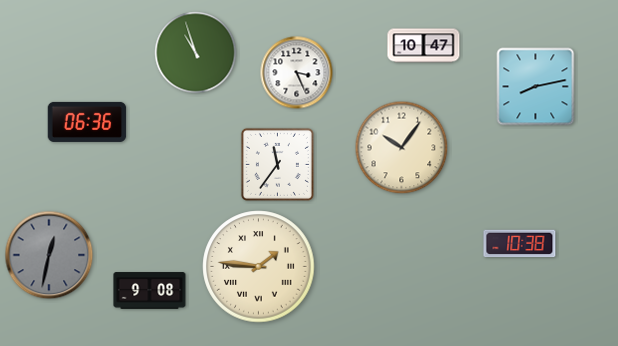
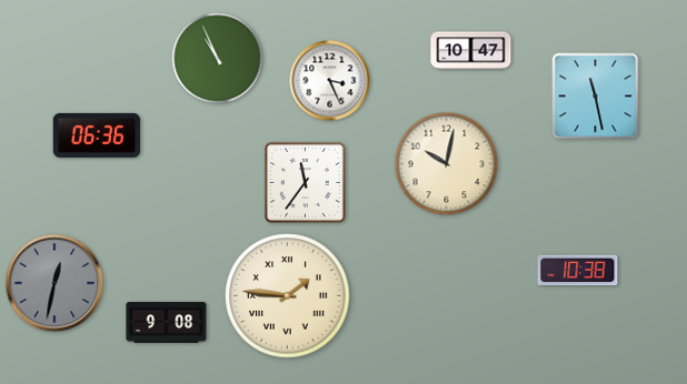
clock at (196, 53): 10:57 -> 10:56
clock at (536, 87): 8:13 -> 11:28
clock at (402, 148): 10:06 -> 10:02
clock at (277, 164) position: (277, 164) -> (305, 182)
